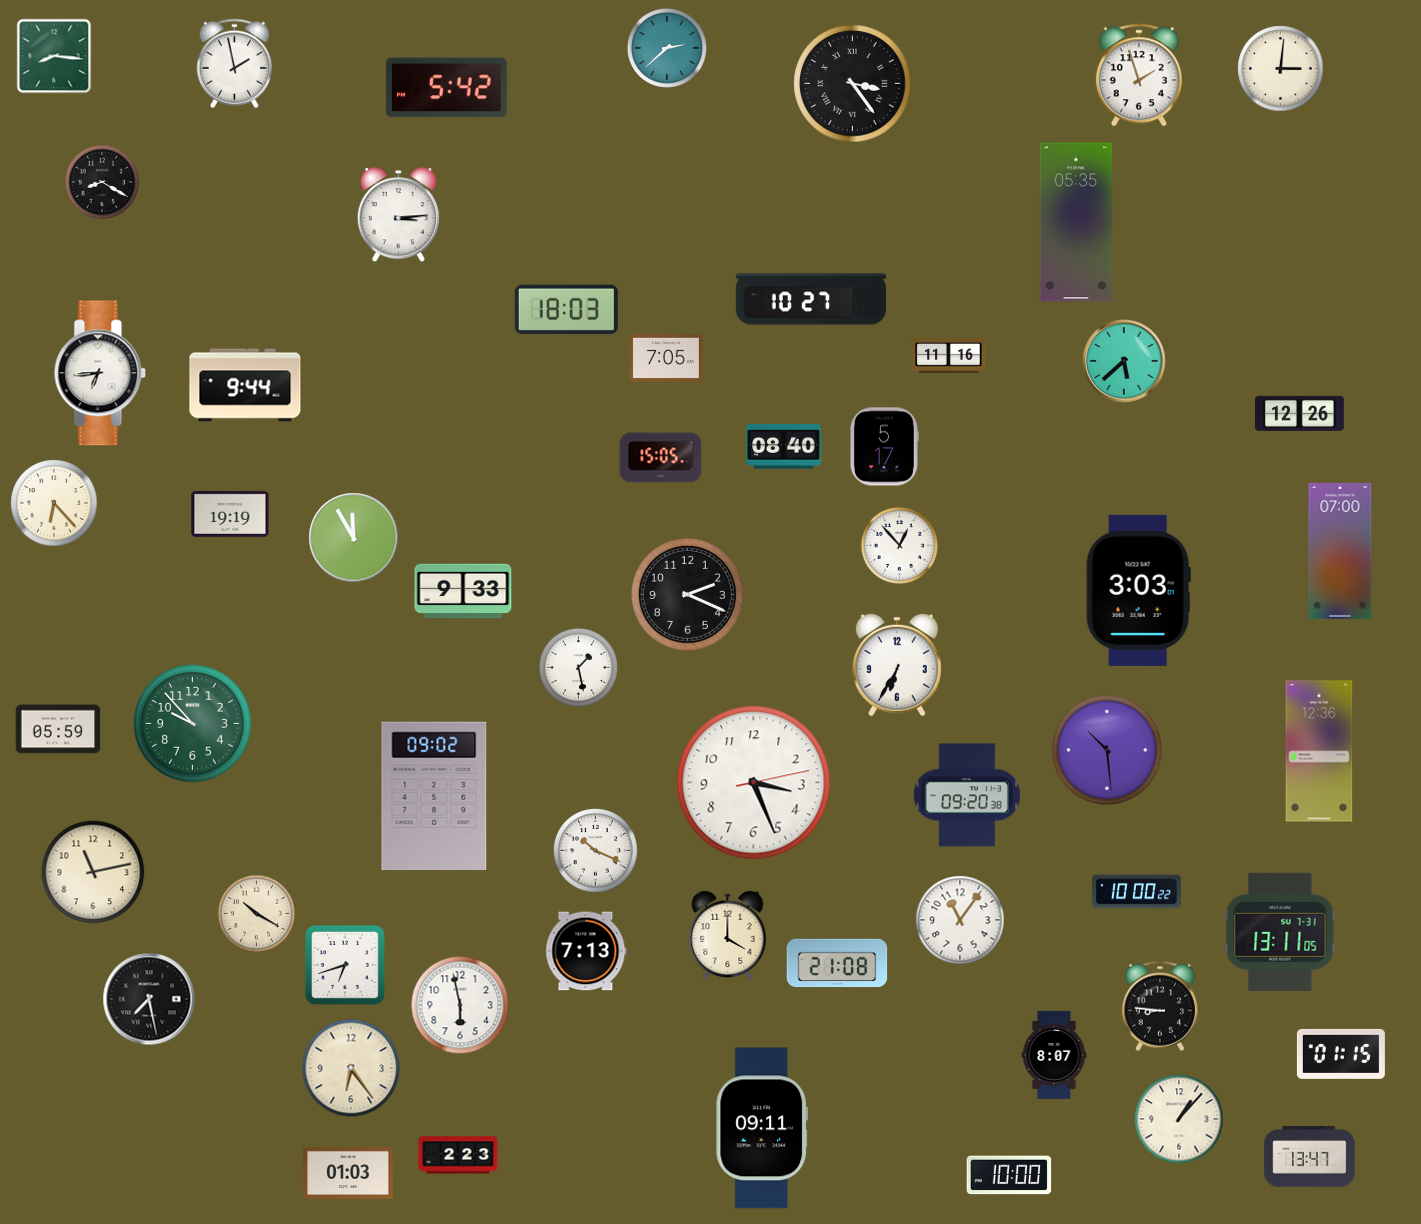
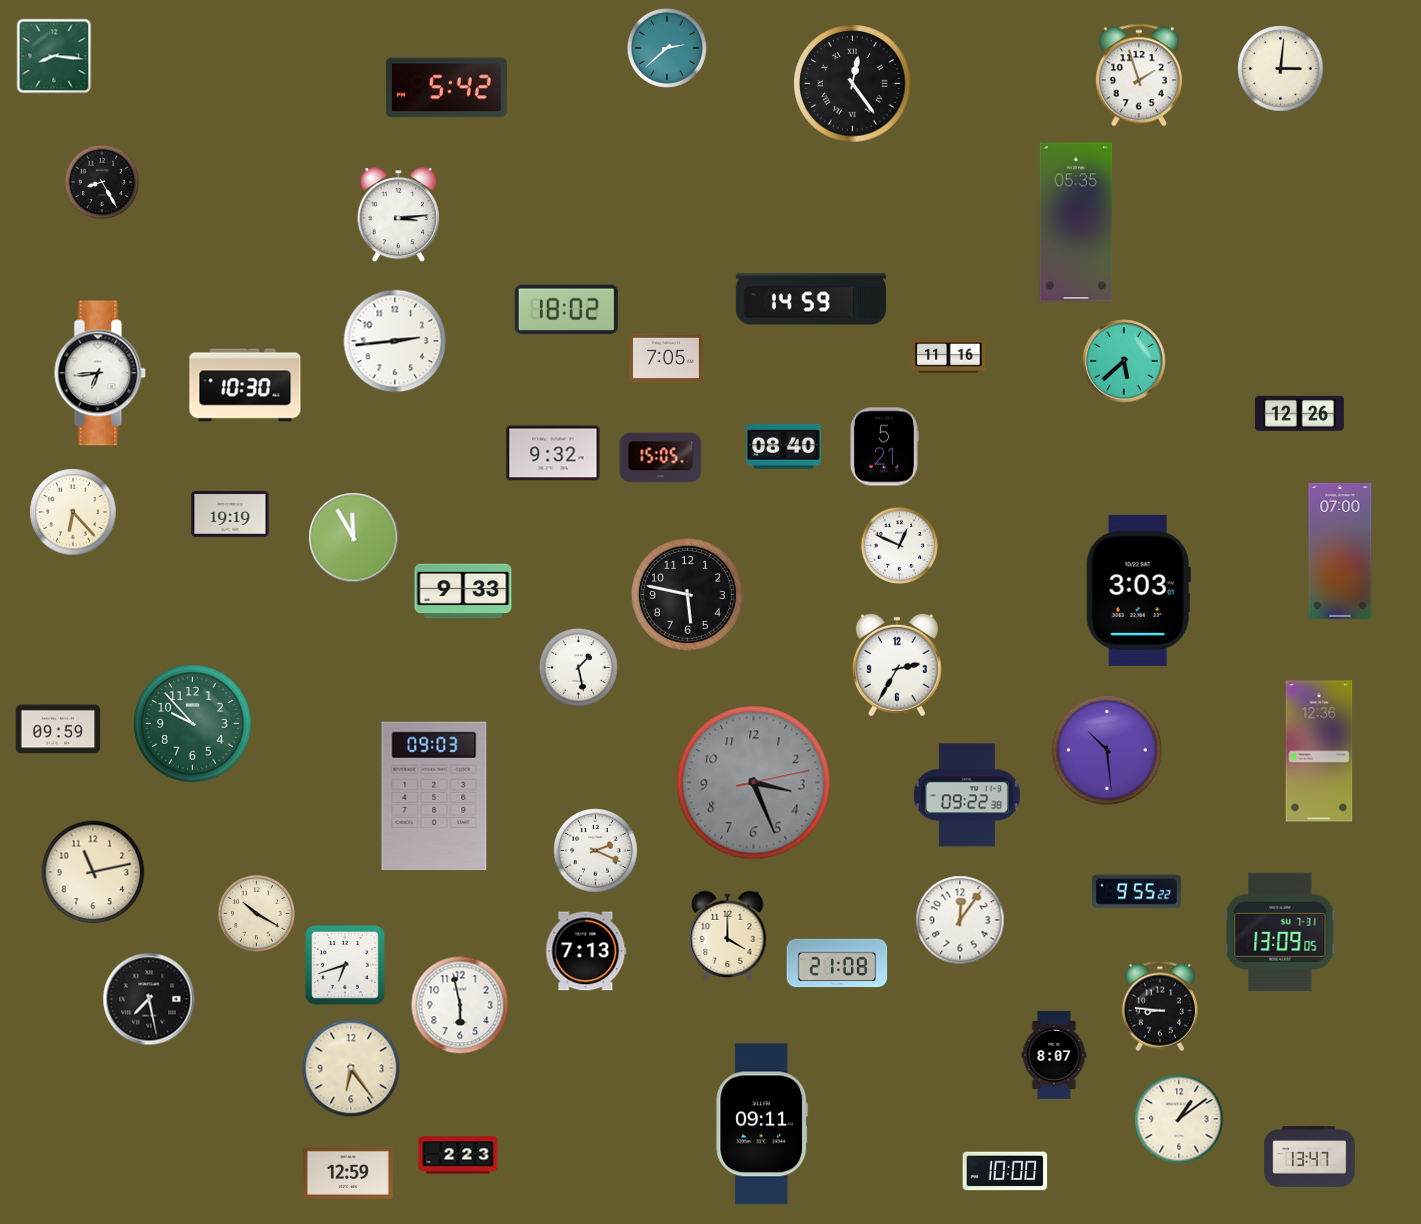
clock at (234, 64): 1:58 -> none
clock at (853, 84): 3:24 -> 12:24
clock at (102, 182): 8:20 -> 8:25
clock at (811, 299): 10:27 -> 14:59
clock at (566, 310): 18:03 -> 18:02
clock at (395, 341): none -> 2:44
clock at (245, 385): 9:44 -> 10:30
clock at (884, 447): 5:17 -> 5:21
clock at (553, 453): none -> 9:32
clock at (54, 503) position: (54, 503) -> (73, 512)
clock at (899, 545): 12:53 -> 12:49
clock at (687, 594): 2:19 -> 5:47
clock at (897, 665): 6:35 -> 2:35
clock at (58, 729): 05:59 -> 09:59
clock at (754, 783) dial: white -> grey
clock at (967, 795): 09:20 -> 09:22
clock at (434, 796): 09:02 -> 09:03
clock at (596, 851): 10:19 -> 2:19
clock at (1137, 892): 10:00 -> 9:55
clock at (960, 920): 11:06 -> 12:06
clock at (1280, 932): 13:11 -> 13:09
clock at (1341, 1054): 01:15 -> none
clock at (1179, 1119): 1:07 -> 1:09
clock at (762, 1128) position: (762, 1128) -> (762, 1124)
clock at (348, 1173): 01:03 -> 12:59
clock at (1009, 1175) position: (1009, 1175) -> (1005, 1171)
